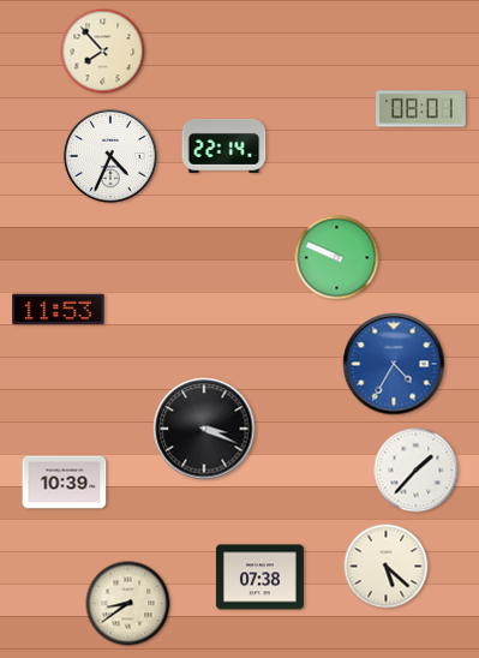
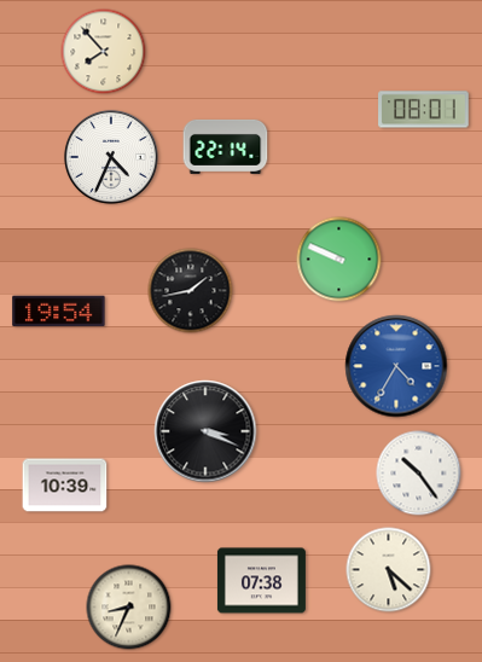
clock at (191, 291): none -> 1:43
clock at (59, 310): 11:53 -> 19:54
clock at (417, 471): 1:37 -> 10:24
clock at (128, 604): 8:39 -> 8:34
